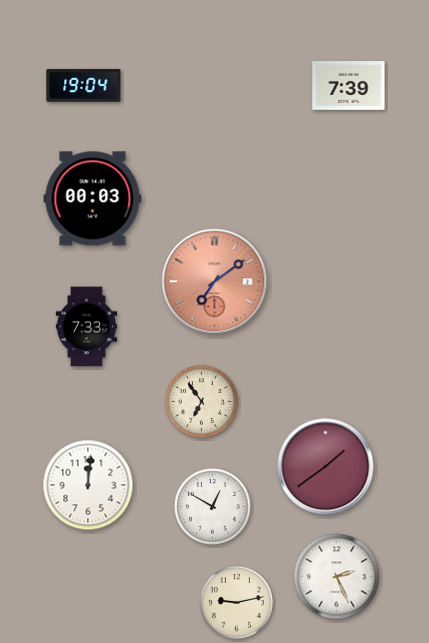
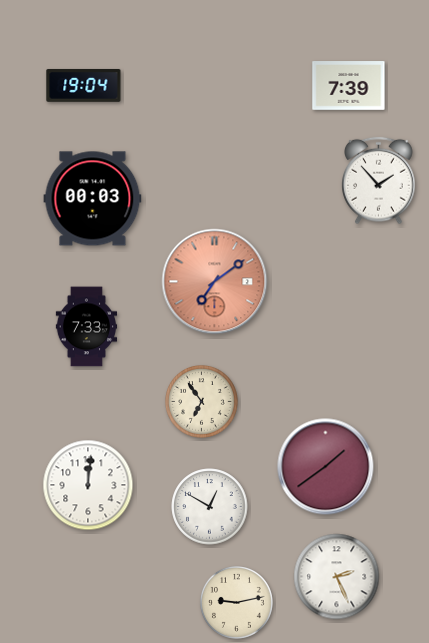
clock at (379, 181): none -> 1:53
clock at (213, 507) position: (213, 507) -> (210, 507)
